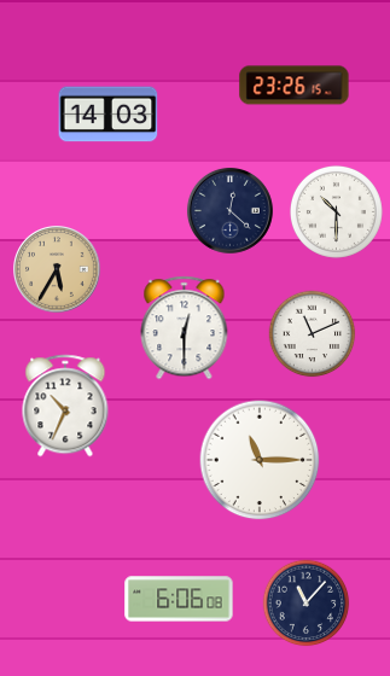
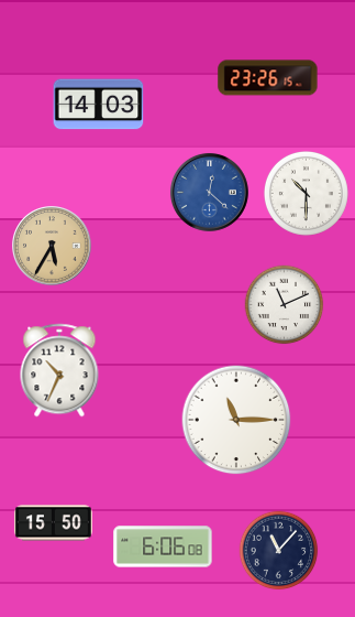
clock at (229, 211) dial: navy -> blue
clock at (185, 328): 12:30 -> none
clock at (53, 523): none -> 15:50
